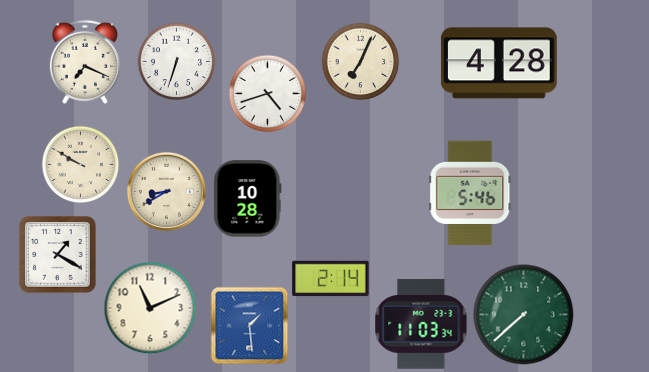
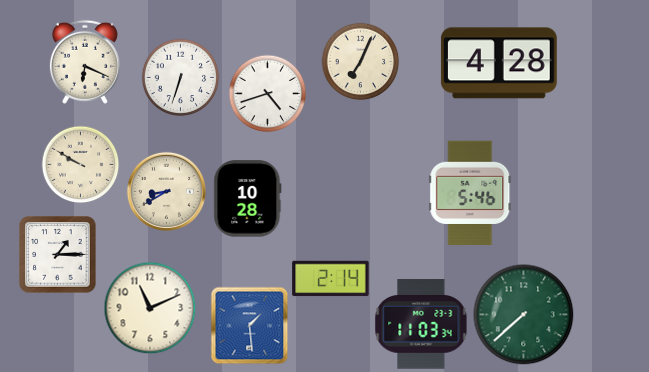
clock at (176, 61) position: (176, 61) -> (180, 77)
clock at (85, 62): 7:19 -> 6:19
clock at (58, 255): 1:20 -> 1:15
